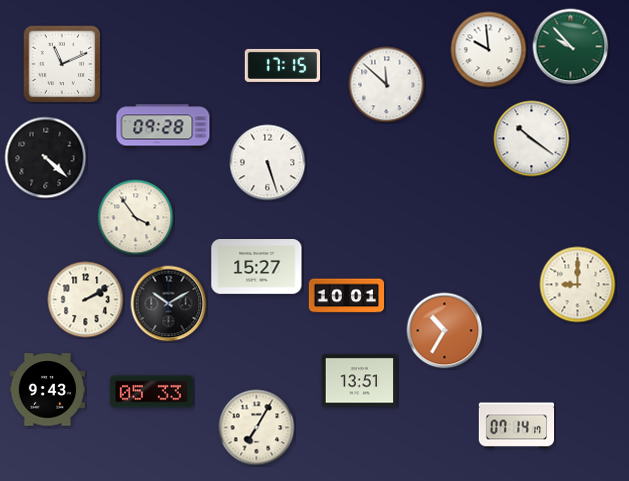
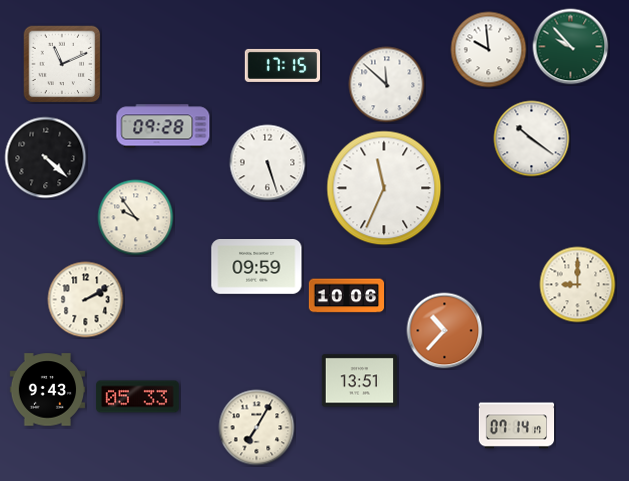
clock at (384, 188): none -> 11:34
clock at (136, 218): 3:54 -> 9:54
clock at (257, 267): 15:27 -> 09:59
clock at (347, 296): 10:01 -> 10:06
clock at (169, 304): 10:10 -> none
clock at (445, 331): 10:35 -> 10:37
clock at (152, 392) position: (152, 392) -> (138, 397)
